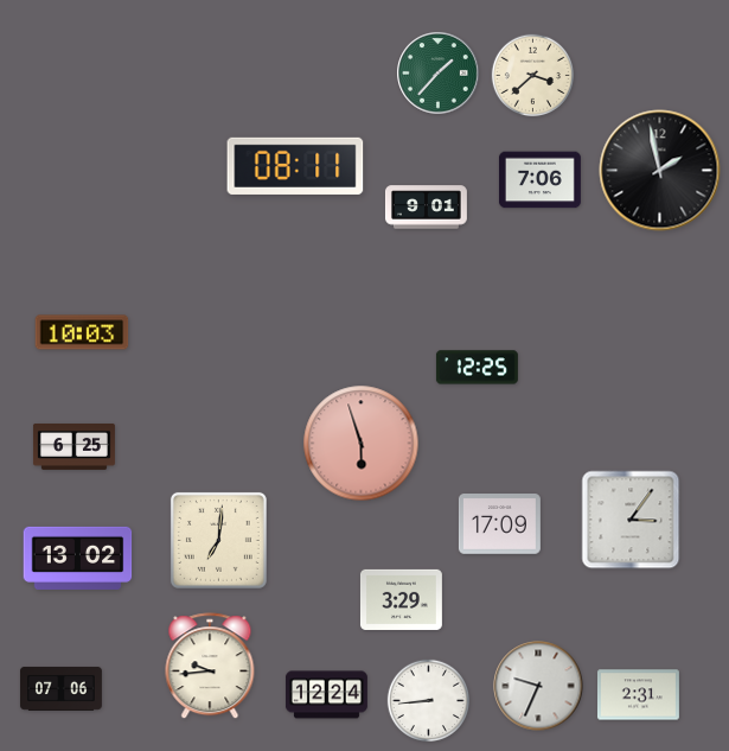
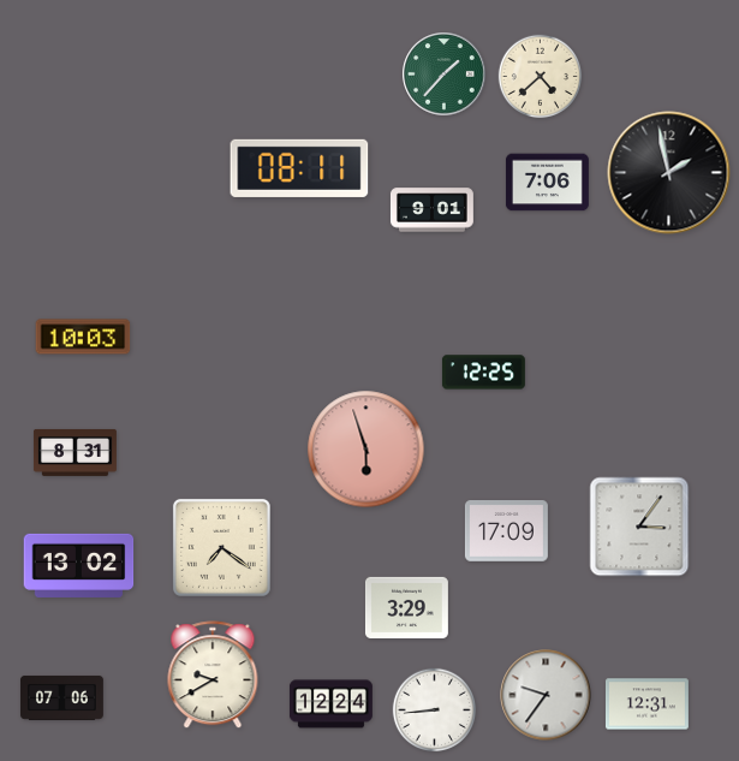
clock at (533, 76): 3:38 -> 4:38
clock at (73, 446): 6:25 -> 8:31
clock at (218, 540): 7:01 -> 7:21
clock at (210, 667): 9:44 -> 9:40
clock at (538, 686): 9:34 -> 9:36
clock at (638, 695): 2:31 -> 12:31
